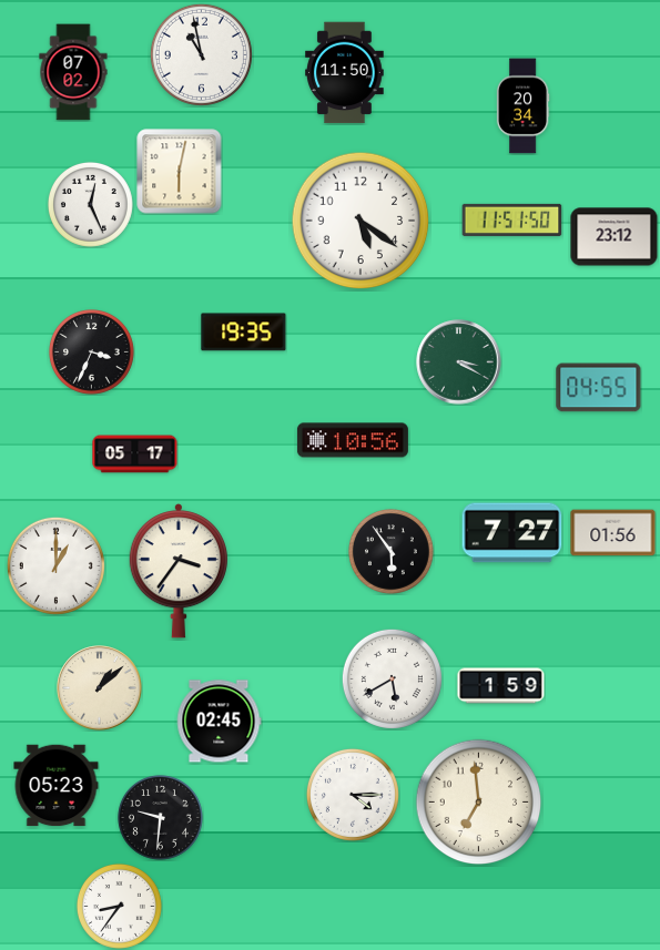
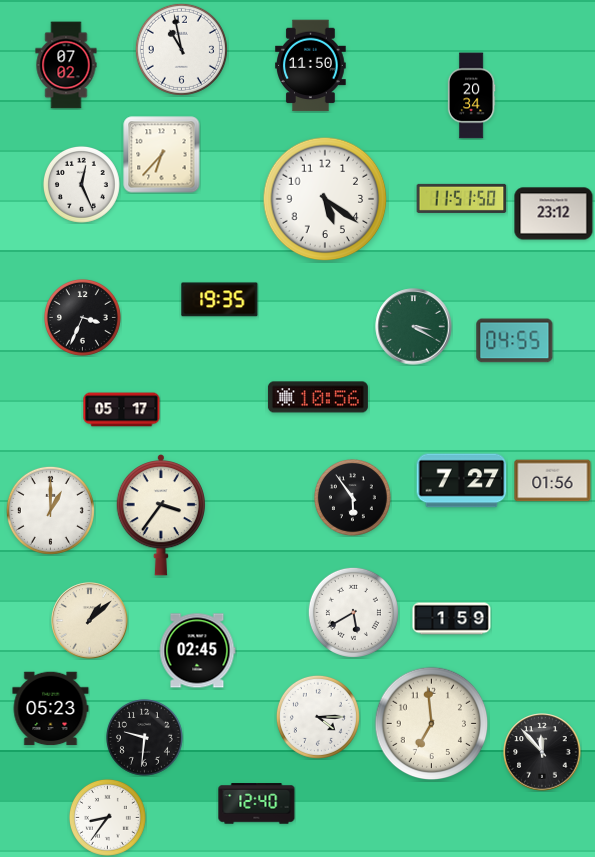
clock at (180, 172): 6:02 -> 6:37
clock at (599, 388) position: (599, 388) -> (515, 341)
clock at (542, 752): none -> 11:53
clock at (257, 804): none -> 12:40
